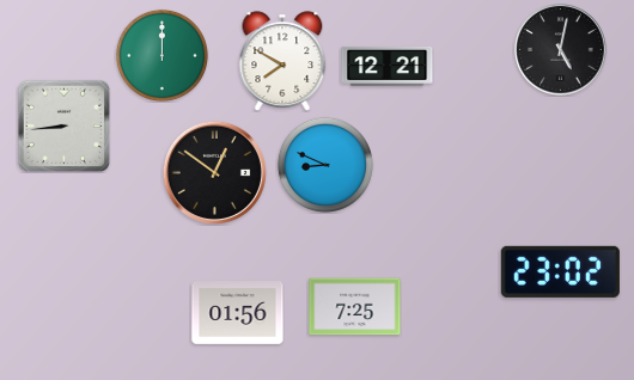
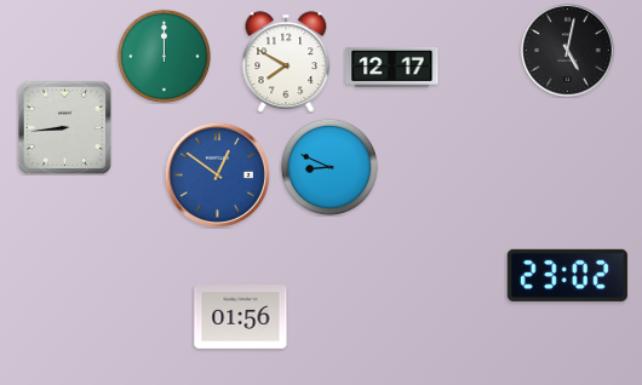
clock at (388, 66): 12:21 -> 12:17
clock at (214, 172) dial: black -> blue
clock at (355, 307): 7:25 -> none
